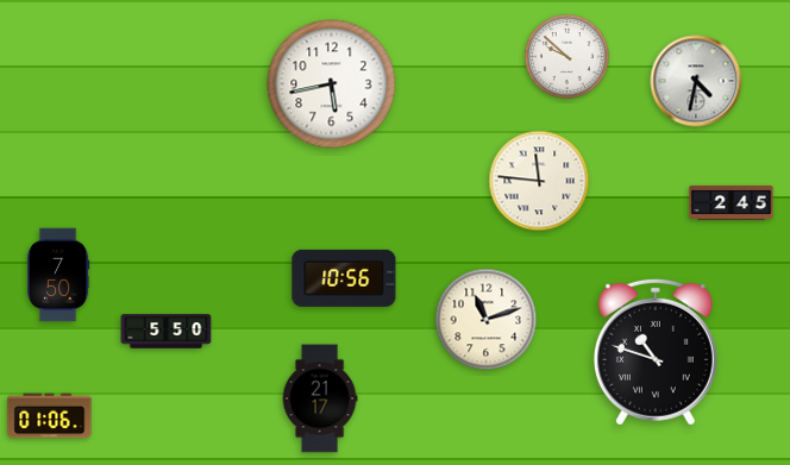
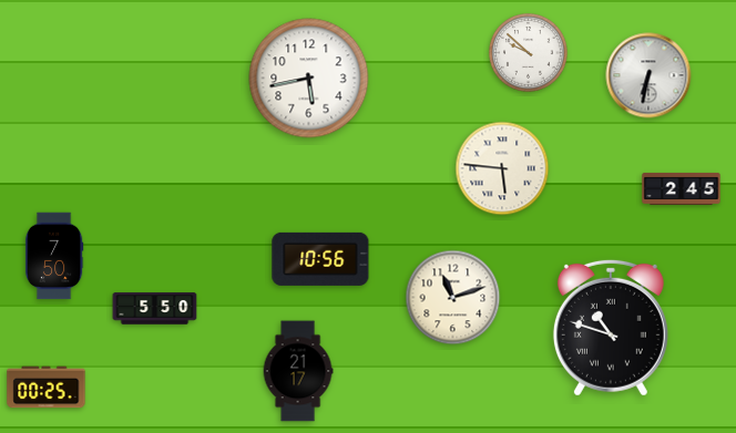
clock at (696, 81): 4:32 -> 6:32
clock at (539, 181): 11:46 -> 5:46
clock at (50, 416): 01:06 -> 00:25
